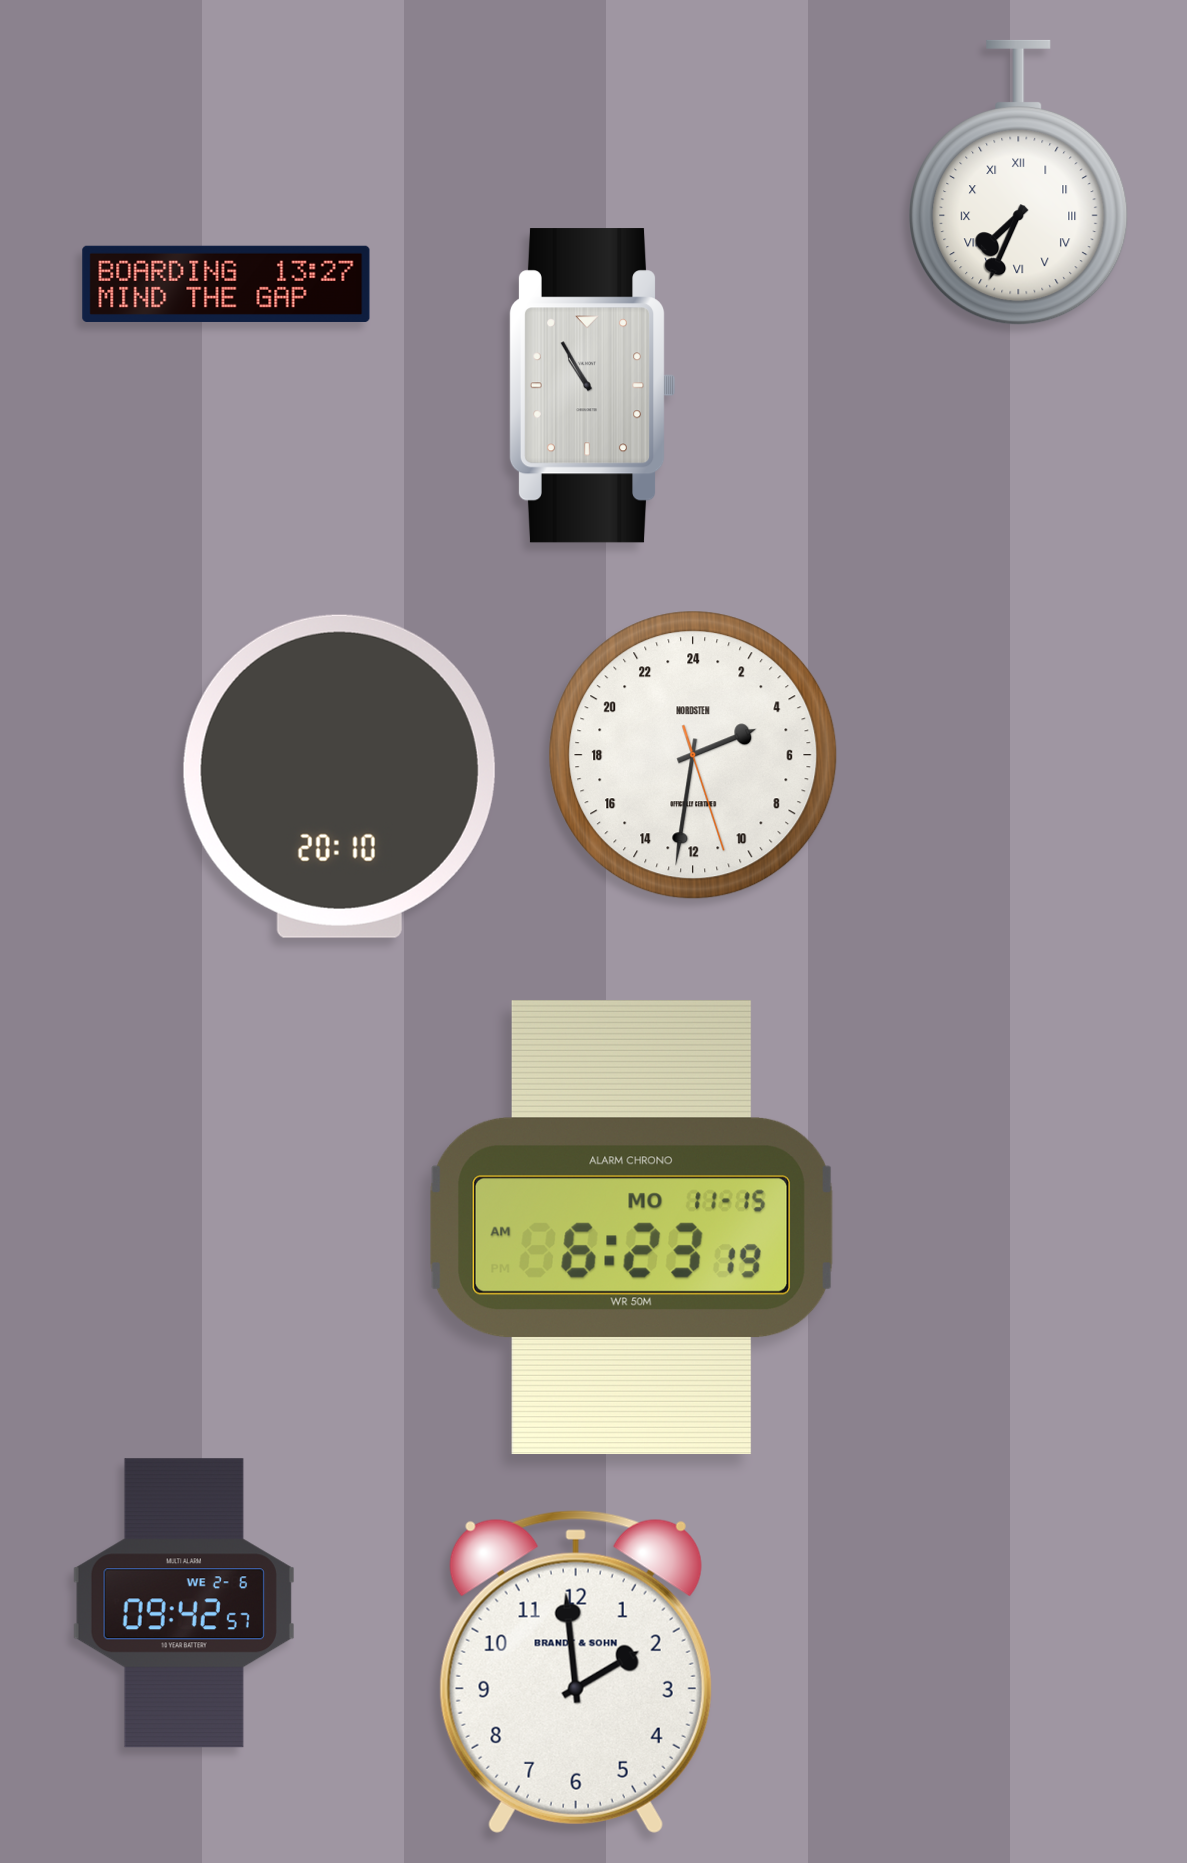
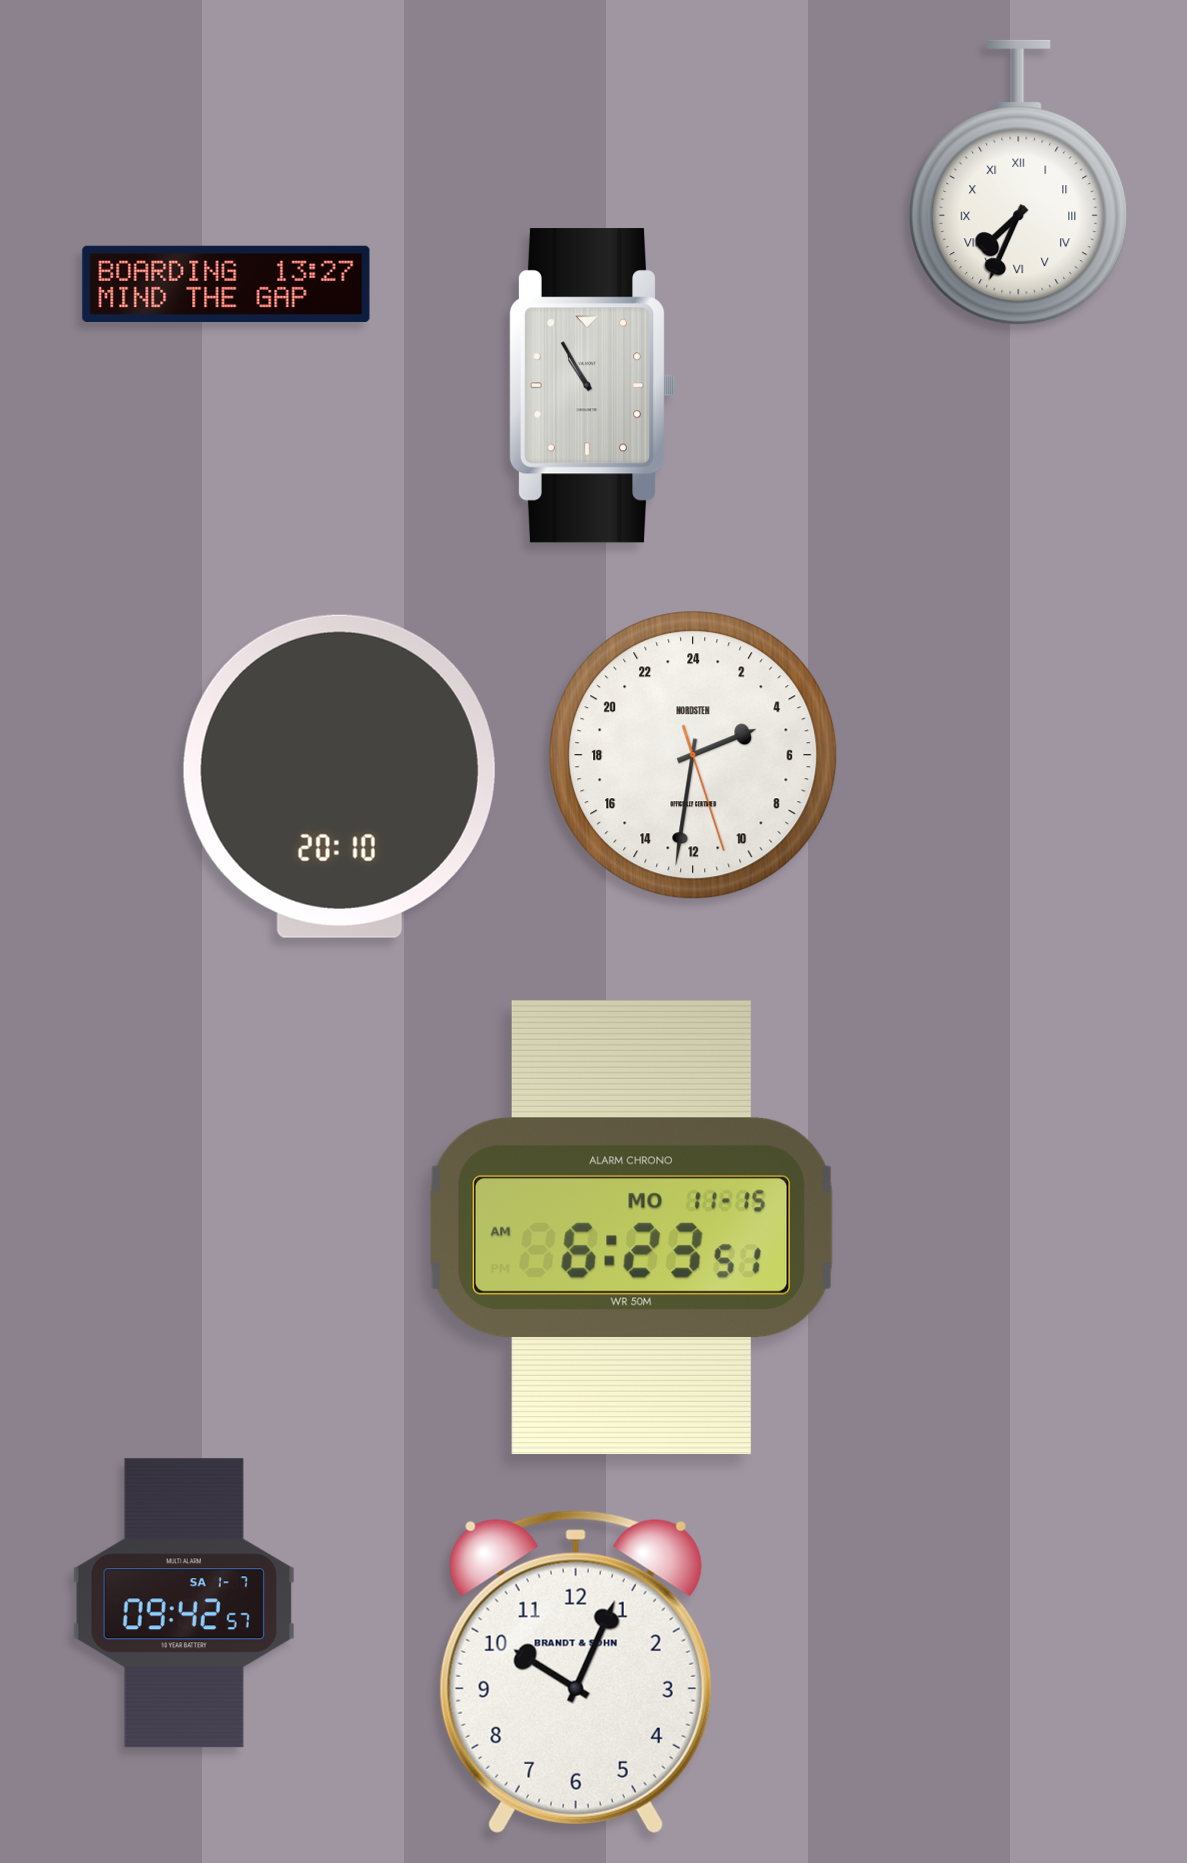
clock at (631, 1228): 6:23:19 AM -> 6:23:51 AM
clock at (184, 1603) date: WE 2-6 -> SA 1-7
clock at (576, 1672): 1:59 -> 10:04
